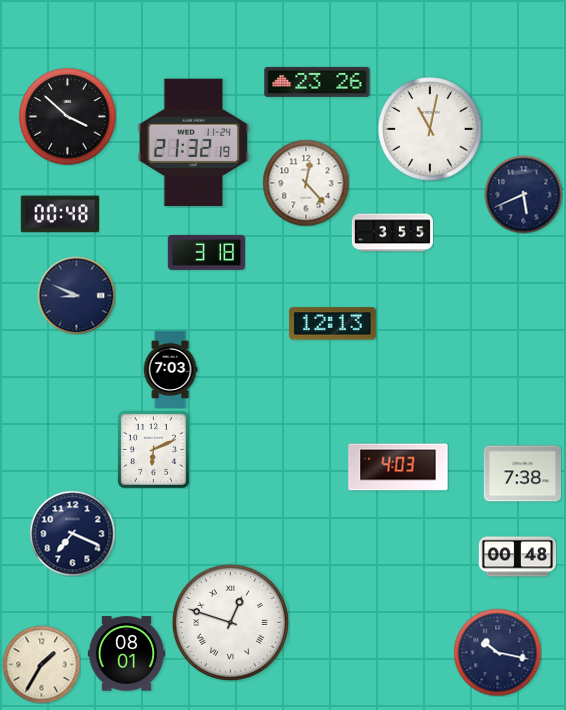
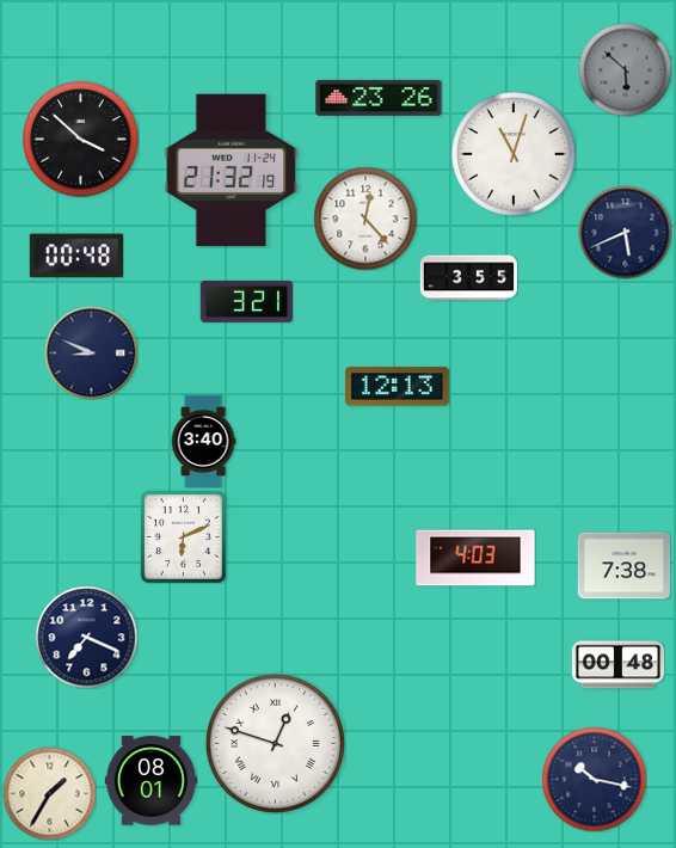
clock at (625, 69): none -> 5:52
clock at (430, 129): 11:02 -> 11:03
clock at (59, 214) position: (59, 214) -> (75, 256)
clock at (206, 252): 3:18 -> 3:21
clock at (170, 369): 7:03 -> 3:40
